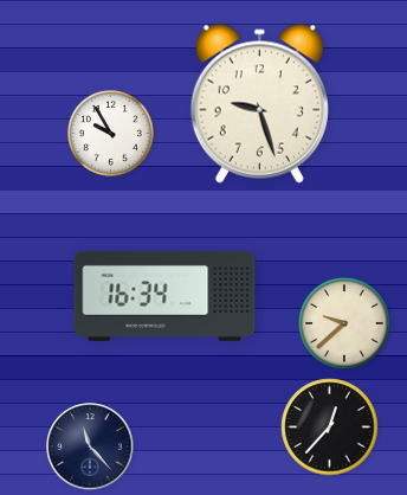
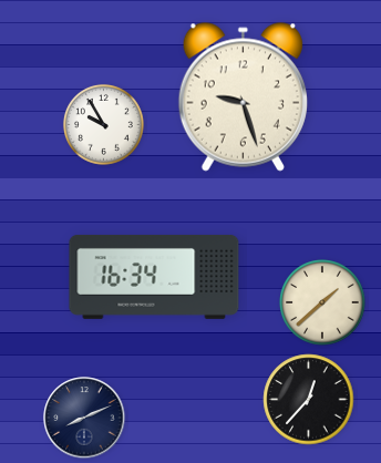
clock at (344, 323): 9:38 -> 1:38
clock at (90, 446): 11:23 -> 8:11
